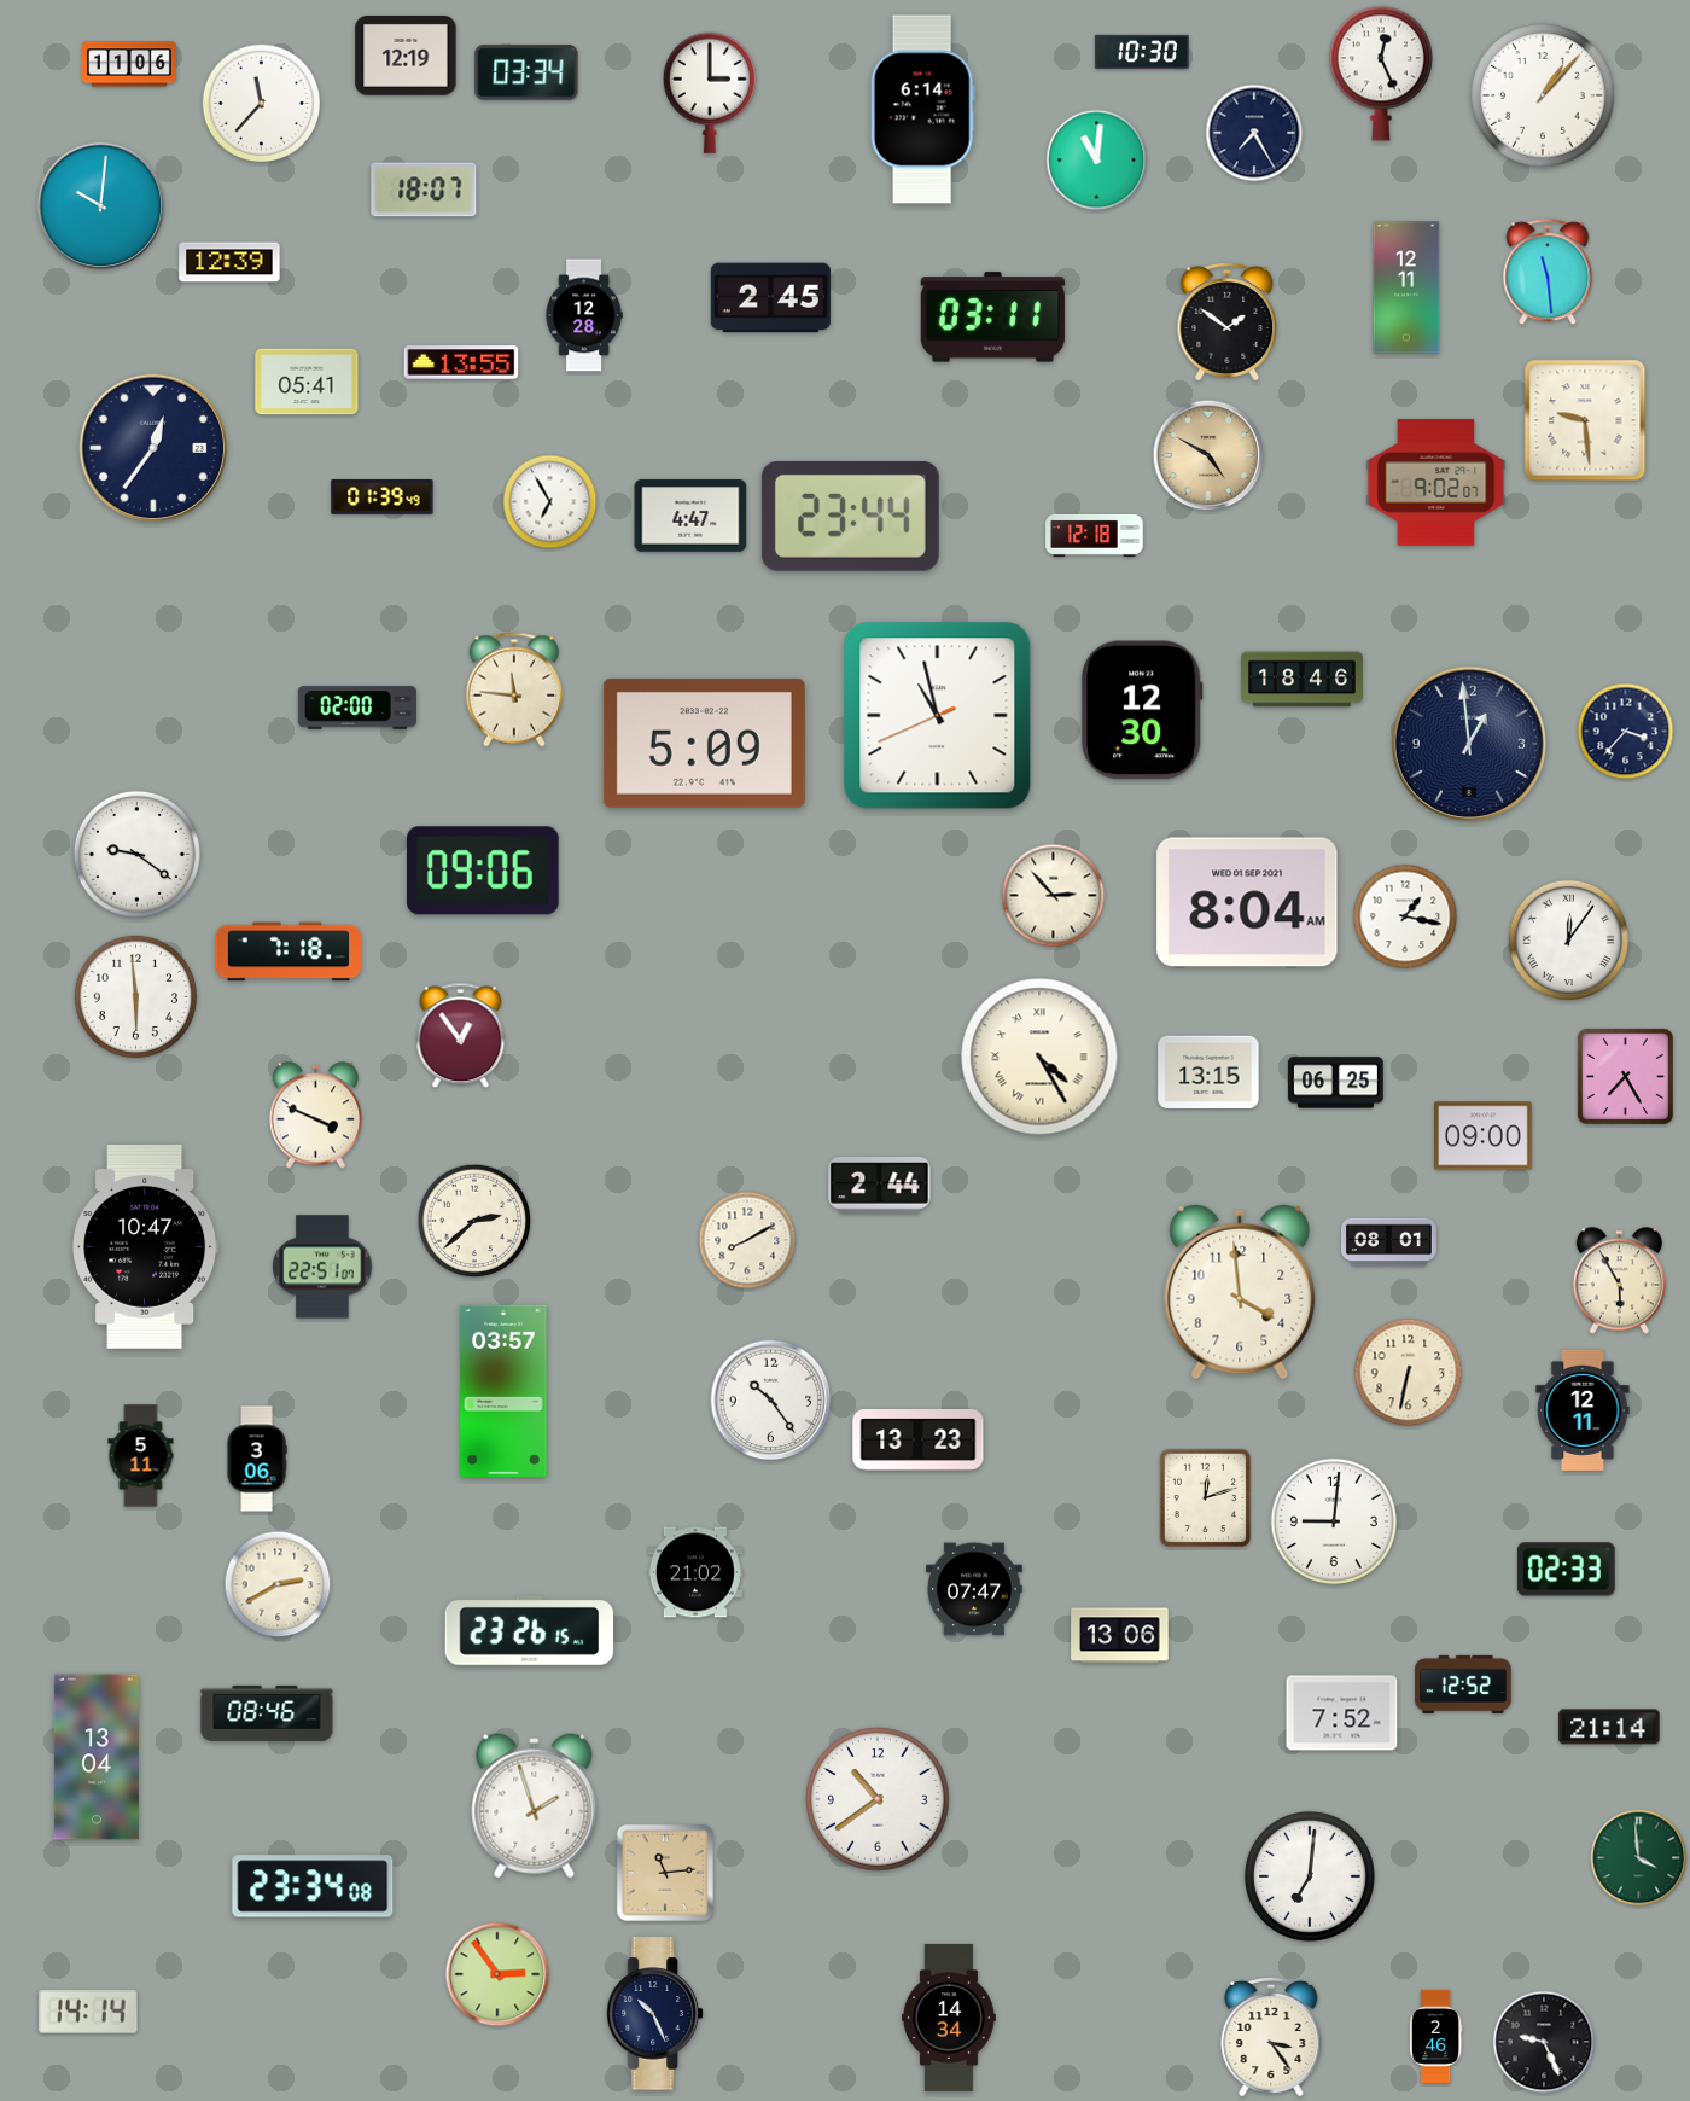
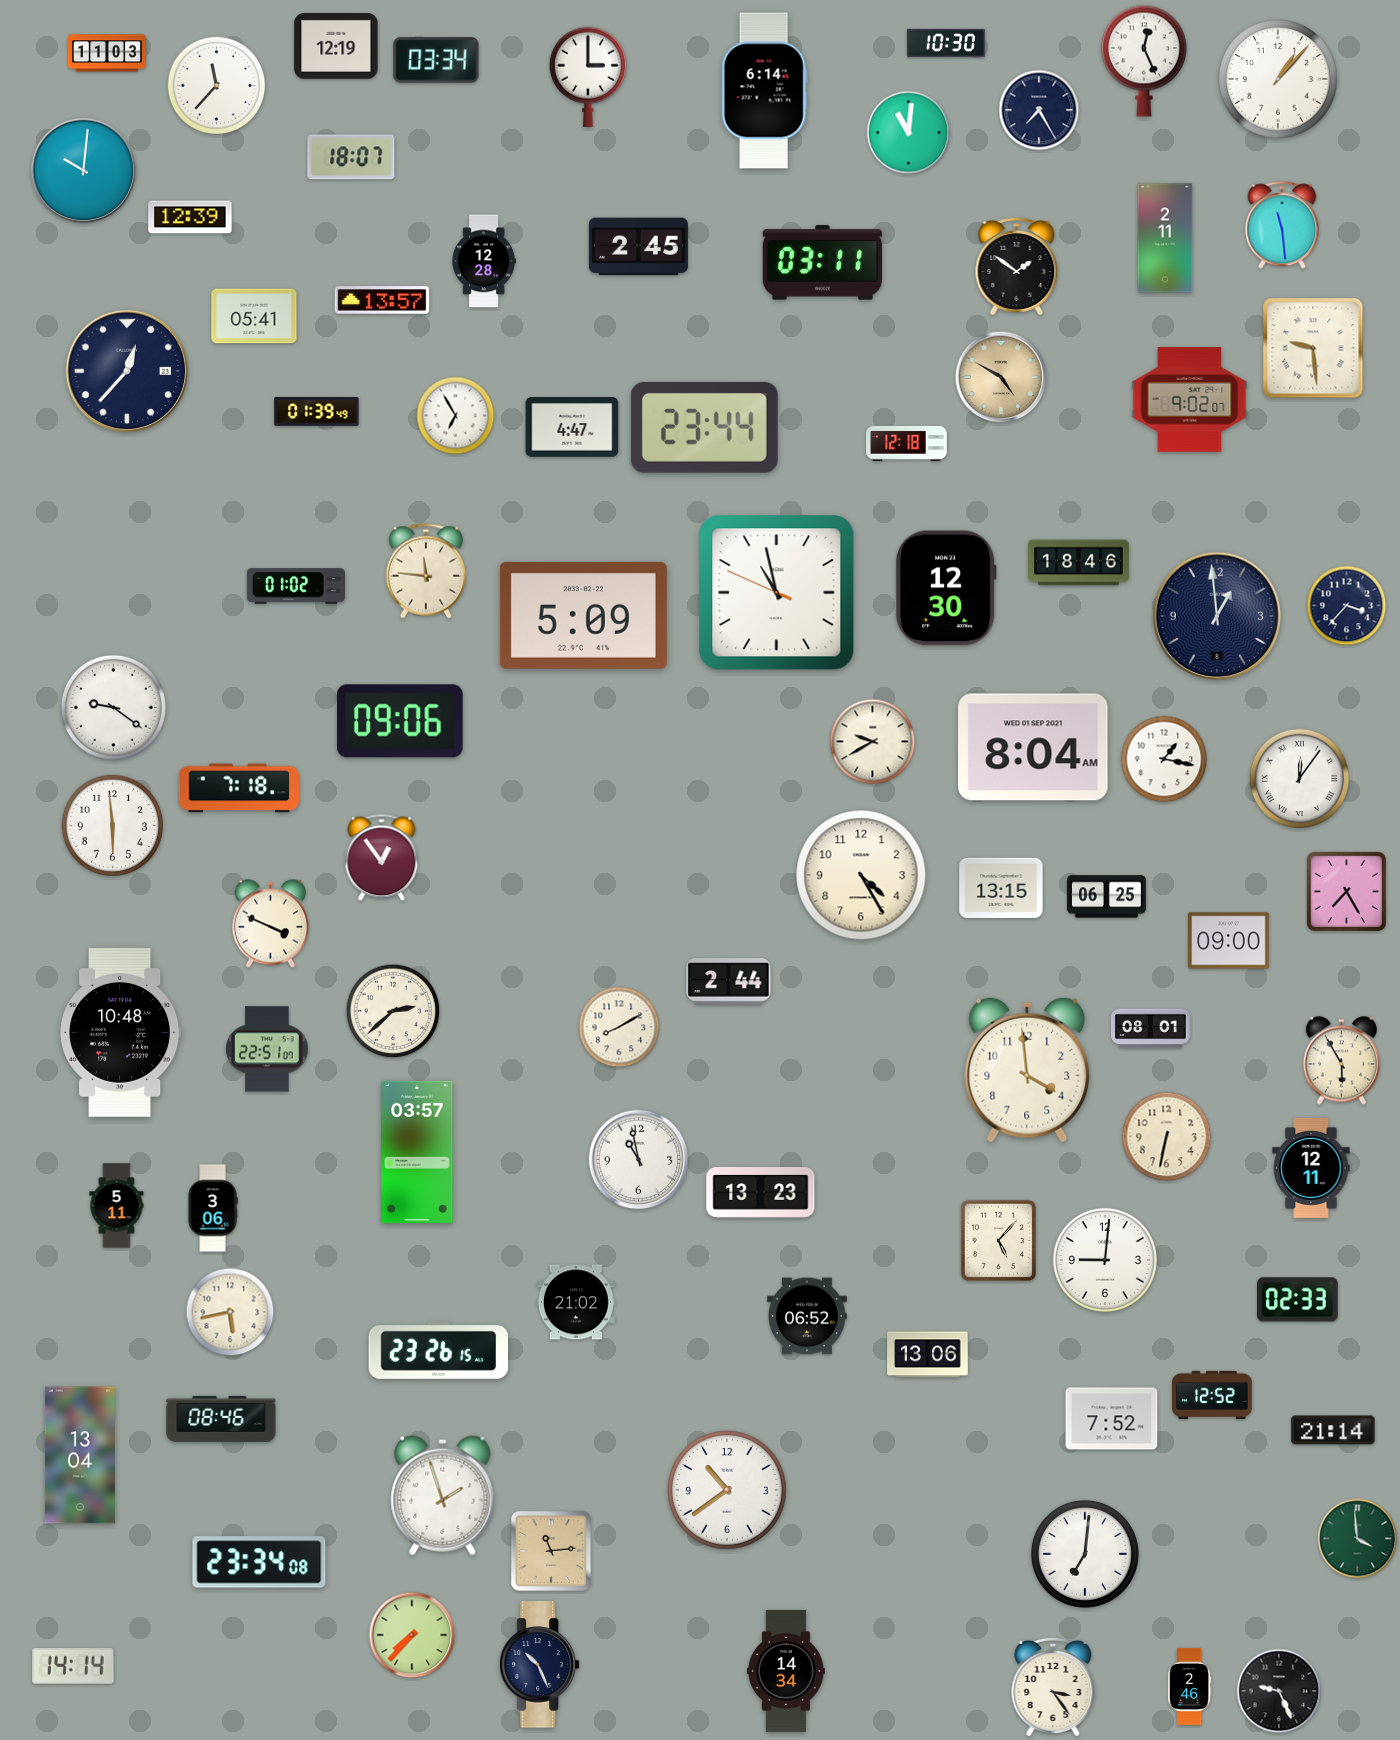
clock at (129, 64): 11:06 -> 11:03
clock at (1406, 287): 12:11 -> 2:11
clock at (461, 362): 13:55 -> 13:57
clock at (153, 448): 12:36 -> 12:37
clock at (357, 708): 02:00 -> 01:02
clock at (938, 716): 10:57:41 -> 10:57:49
clock at (1054, 896): 2:53 -> 9:40
clock at (1039, 1057) numerals: Roman -> Arabic
clock at (315, 1116) position: (315, 1116) -> (270, 924)
clock at (146, 1246): 10:47 -> 10:48
clock at (771, 1401): 10:24 -> 10:58
clock at (1206, 1498): 12:12 -> 5:07
clock at (278, 1584): 2:40 -> 5:43
clock at (975, 1589): 07:47 -> 06:52
clock at (497, 1974): 2:54 -> 7:37
clock at (654, 2014) position: (654, 2014) -> (539, 1665)
